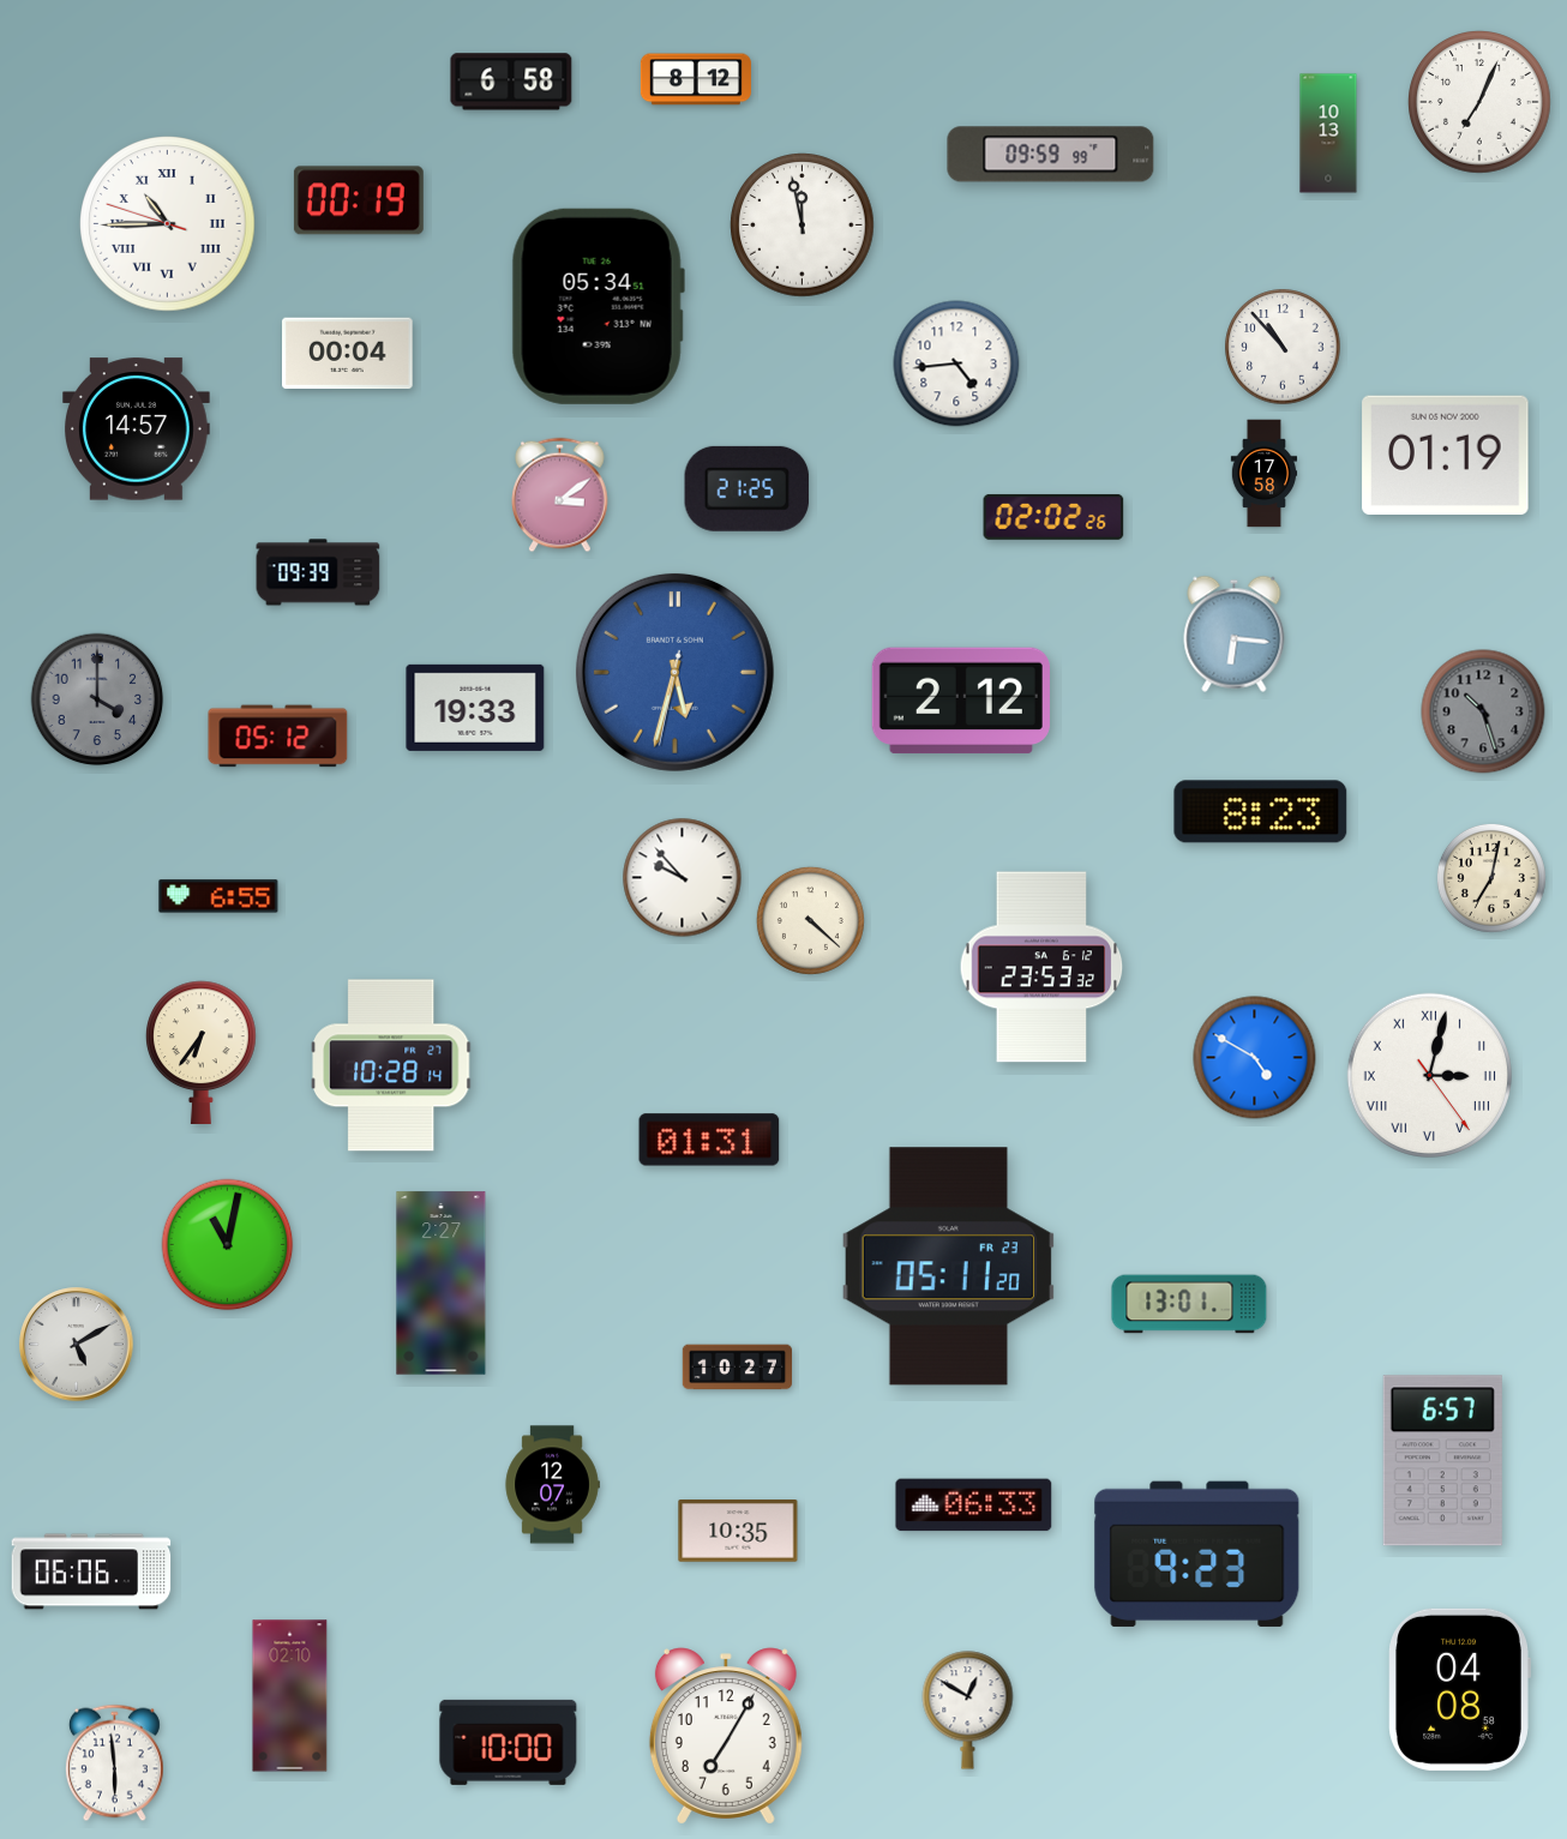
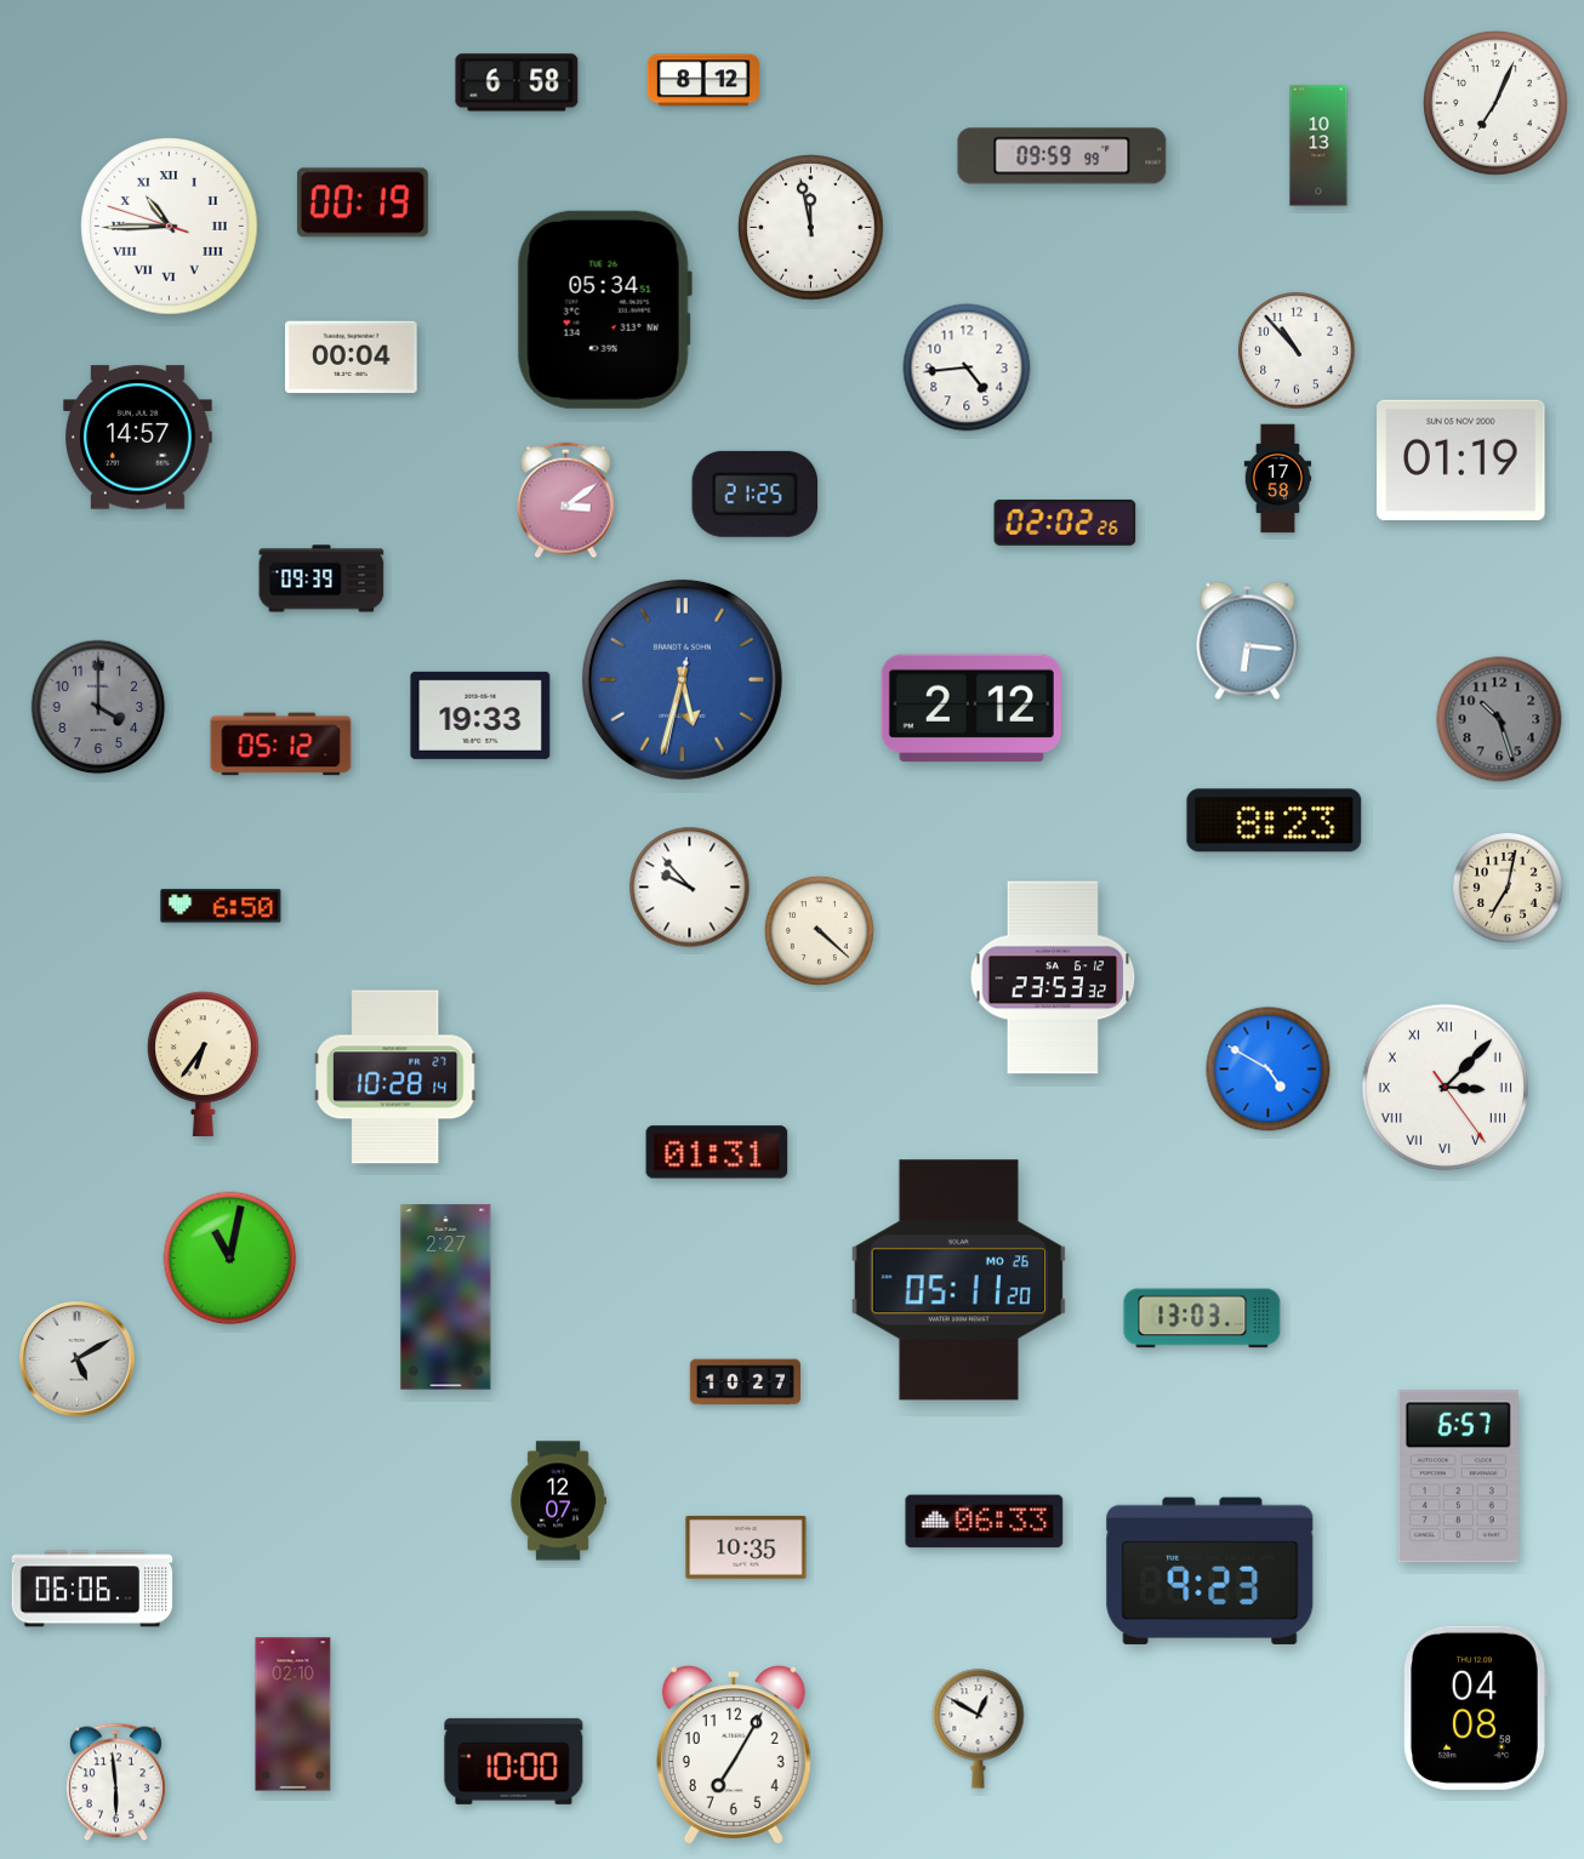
clock at (1328, 133) position: (1328, 133) -> (1318, 146)
clock at (137, 429) position: (137, 429) -> (138, 438)
clock at (218, 896): 6:55 -> 6:50
clock at (1429, 1075): 3:02 -> 3:07
clock at (948, 1267) date: FR 23 -> MO 26
clock at (1189, 1304): 13:01 -> 13:03
